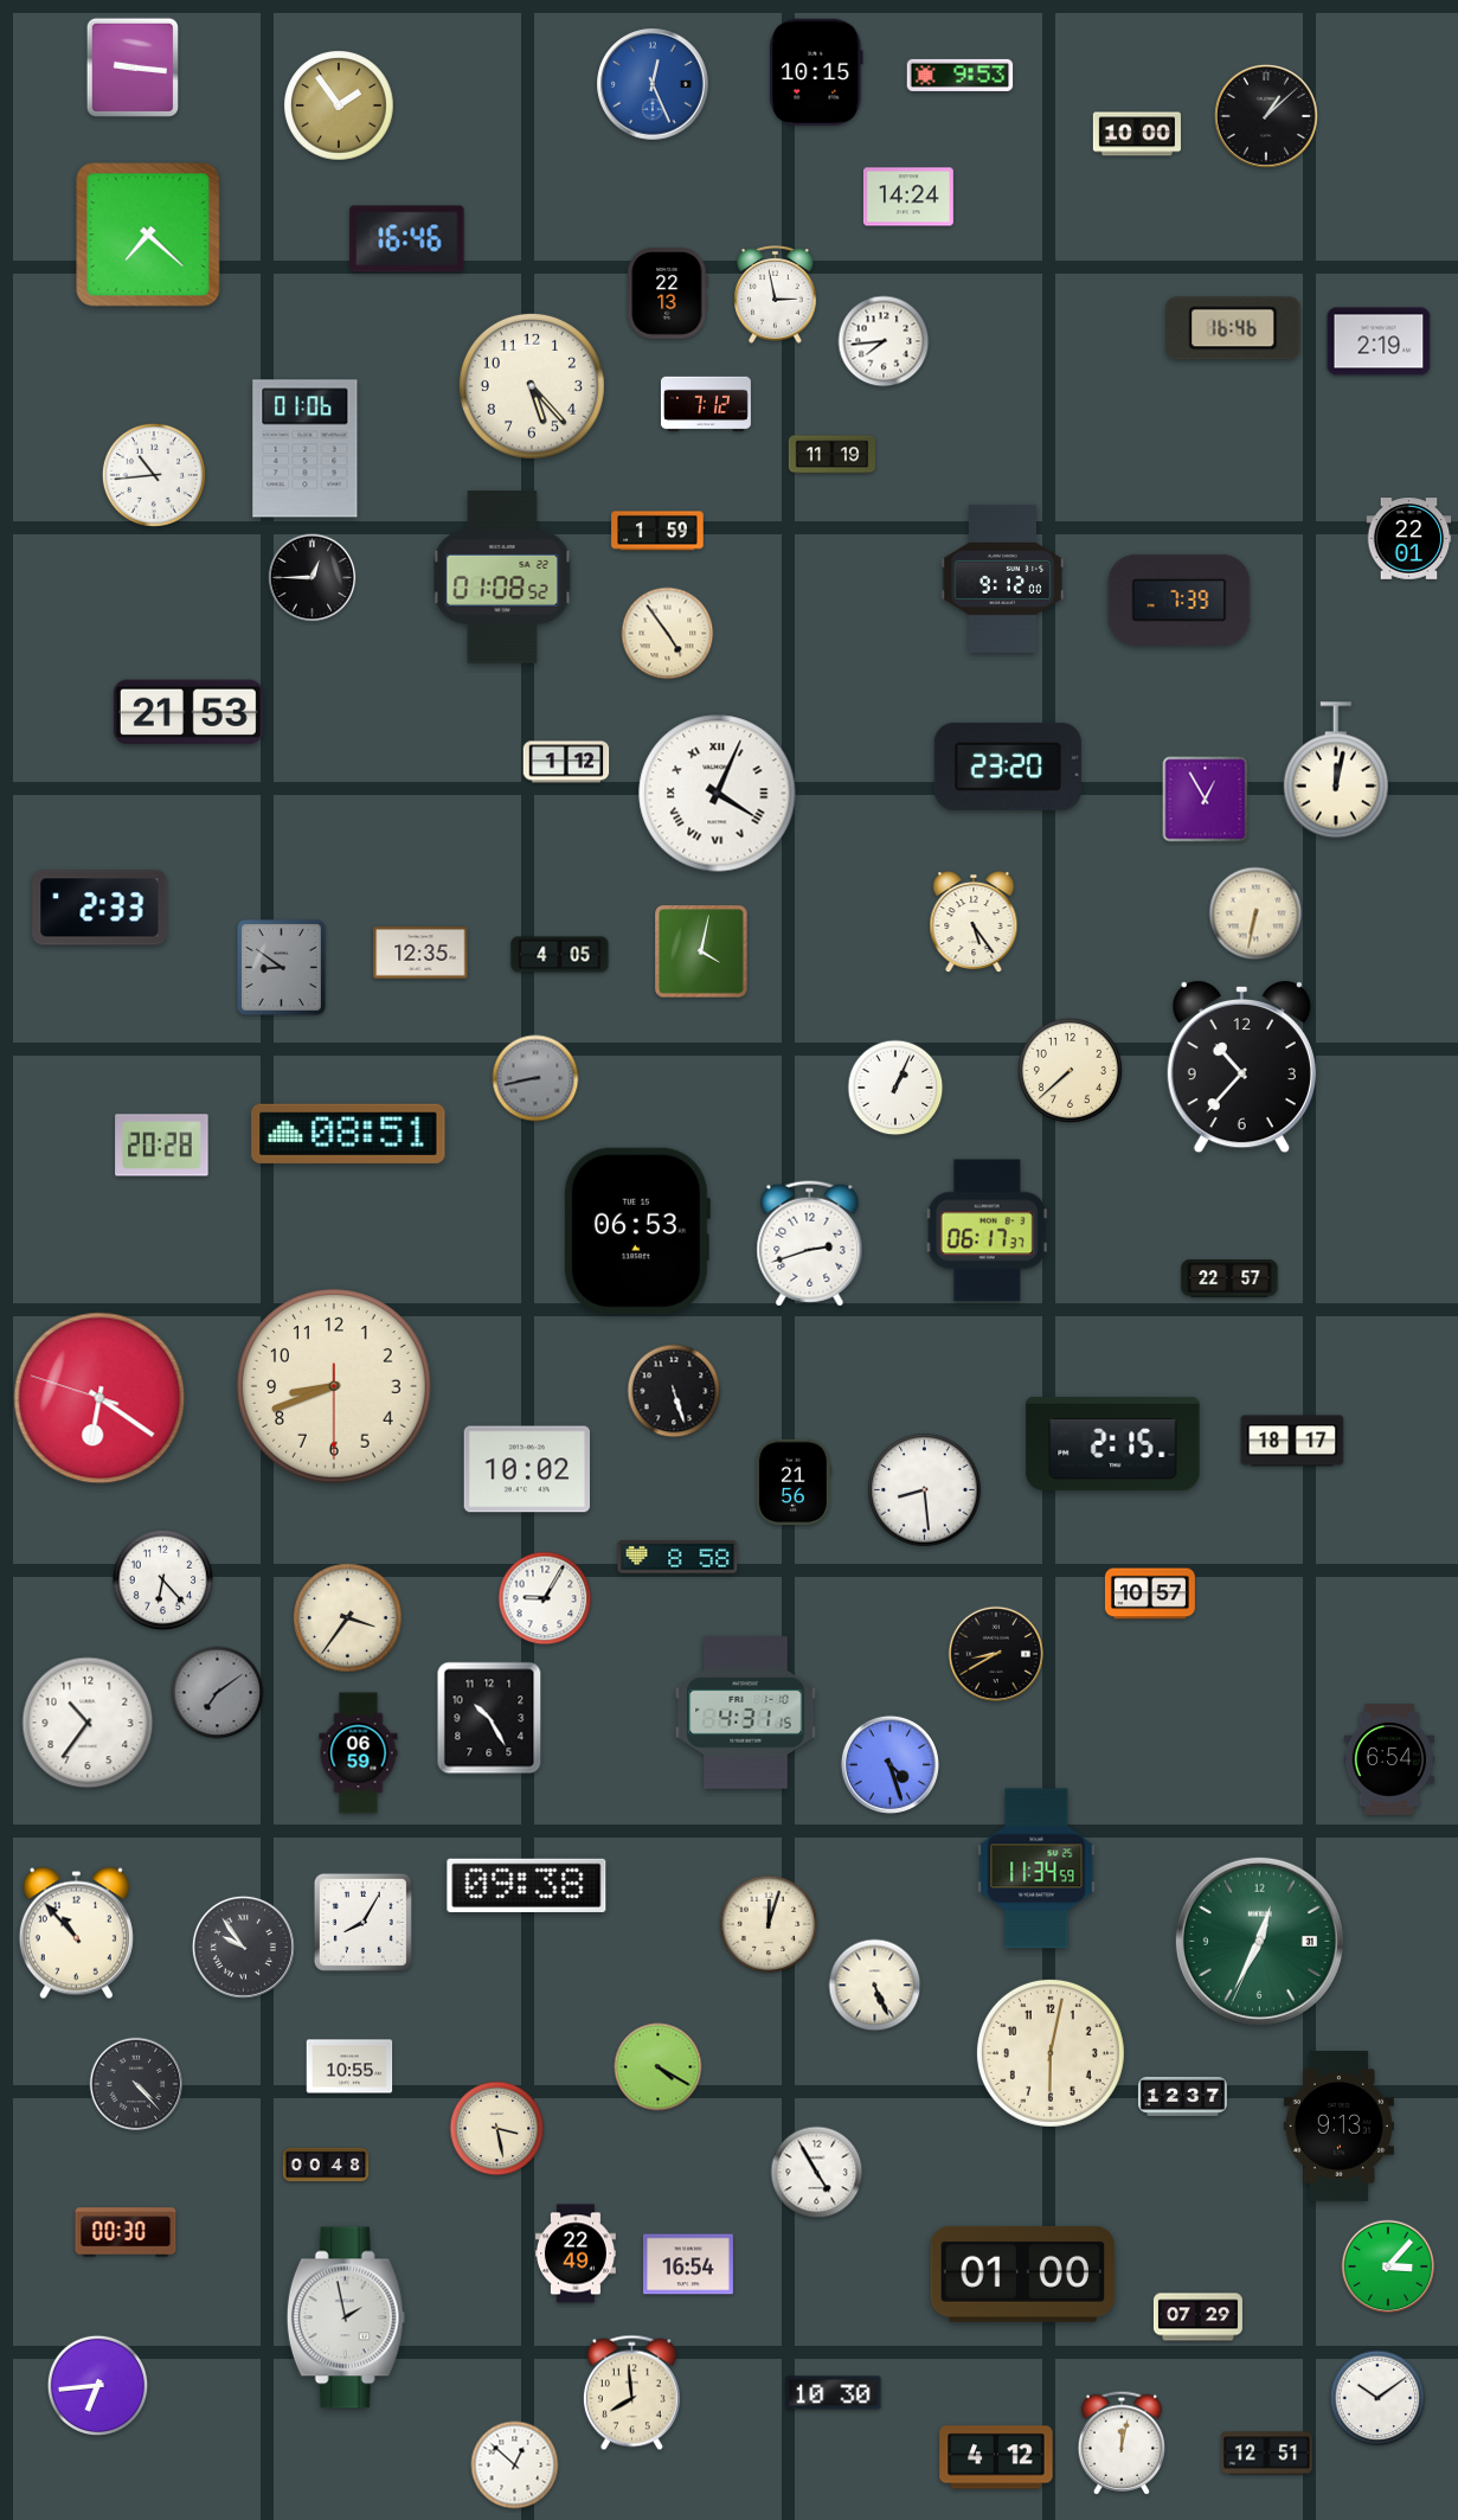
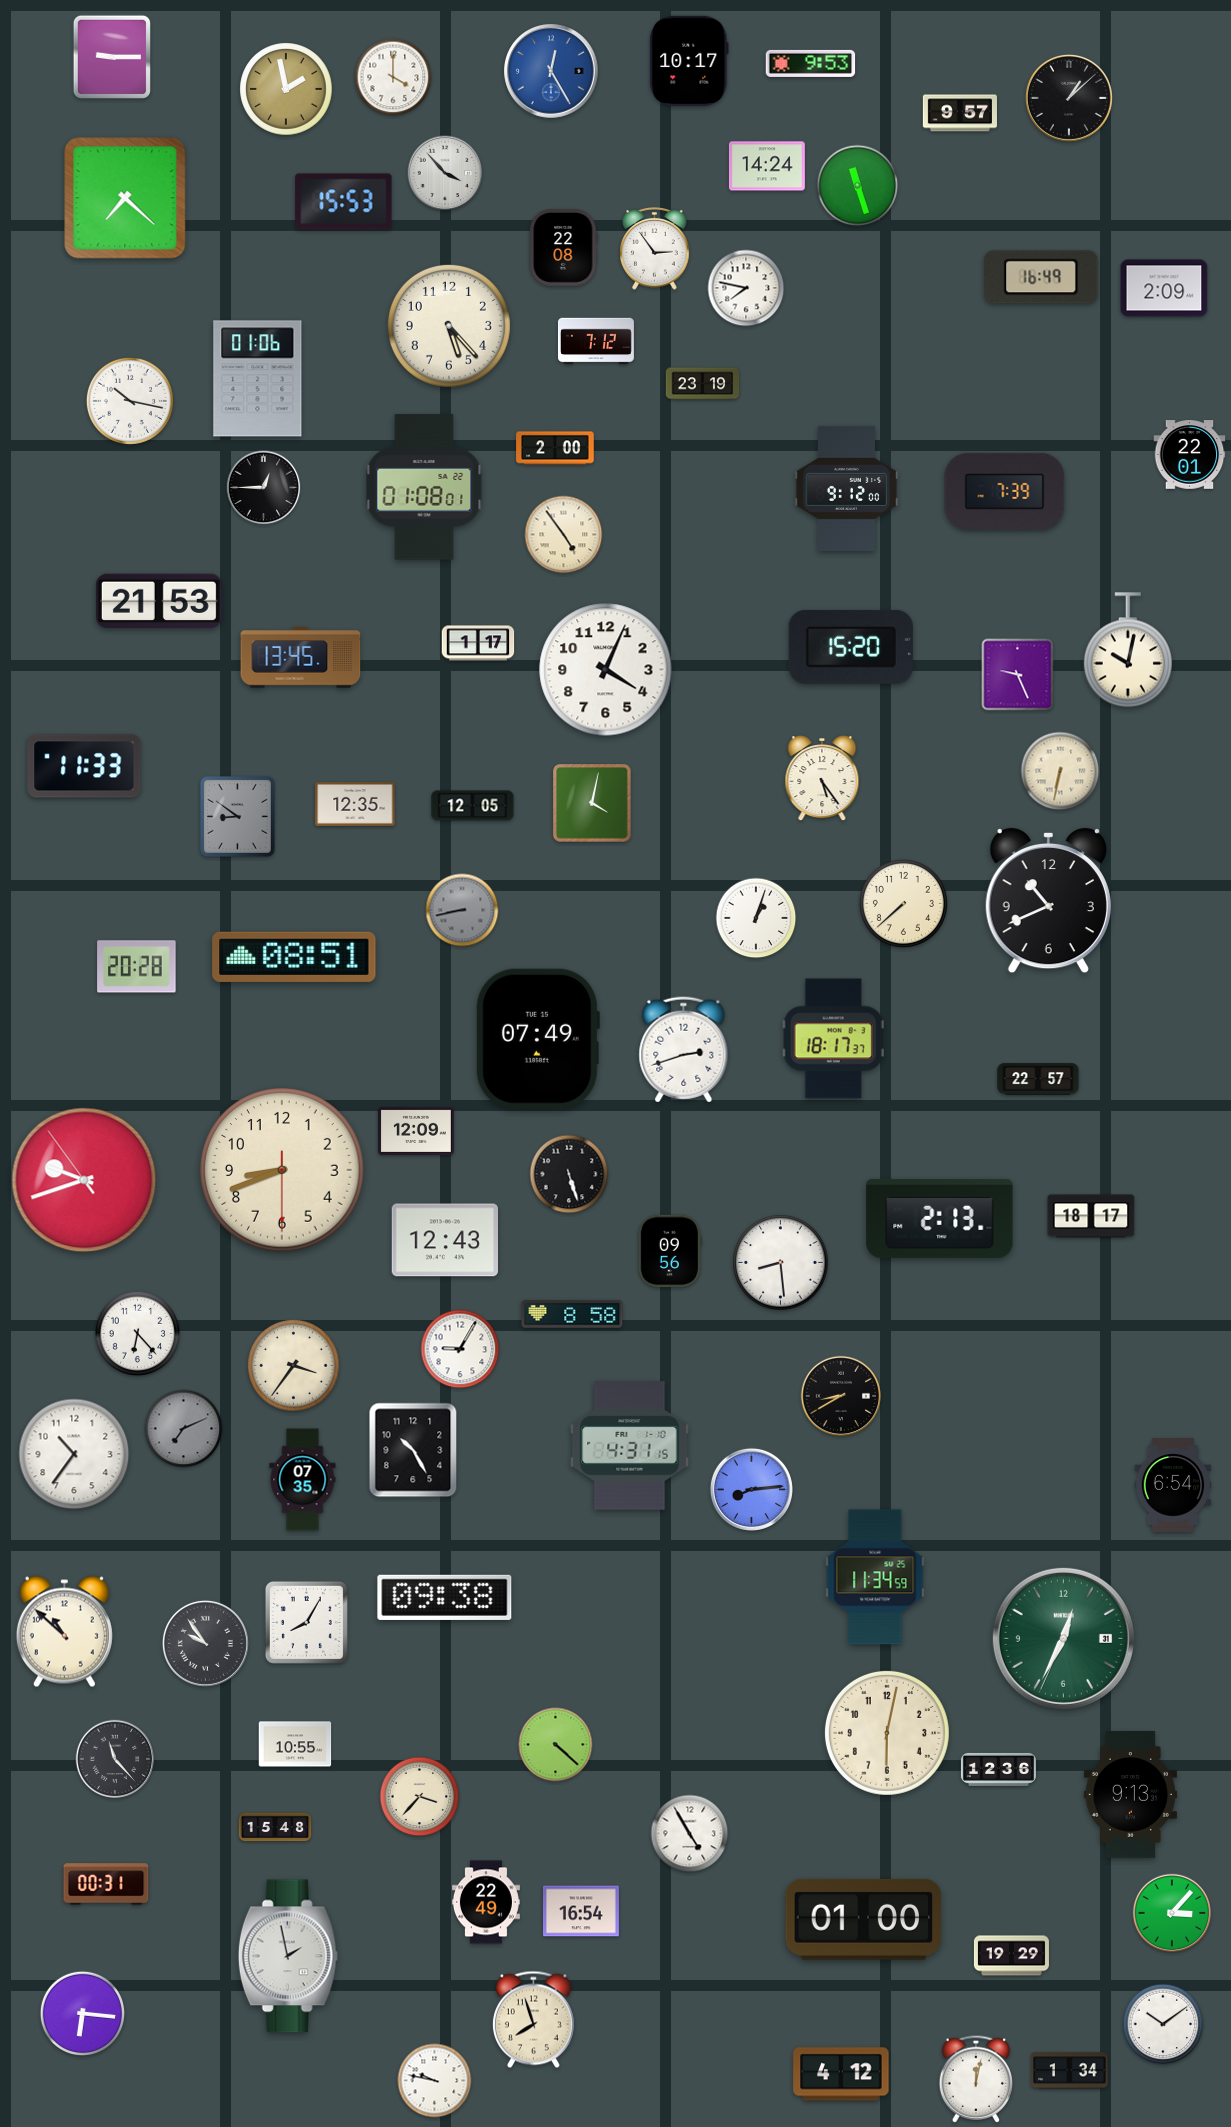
clock at (133, 66): 9:16 -> 9:15
clock at (816, 72): 10:15 -> 10:17
clock at (653, 84): 12:26 -> 12:25
clock at (393, 77): none -> 4:00
clock at (339, 105): 1:54 -> 1:58
clock at (1137, 134): 10:00 -> 9:57
clock at (445, 173): none -> 3:53
clock at (858, 186): none -> 11:27
clock at (407, 239): 16:46 -> 15:53
clock at (668, 294): 22:13 -> 22:08
clock at (776, 295): 2:58 -> 2:54
clock at (1233, 328): 16:46 -> 16:49
clock at (884, 341): 7:44 -> 7:47
clock at (1379, 341): 2:19 -> 2:09
clock at (833, 455): 11:19 -> 23:19
clock at (154, 475): 10:44 -> 10:17
clock at (657, 531): 1:59 -> 2:00
clock at (502, 577): 01:08:52 -> 01:08:01
clock at (1180, 599) position: (1180, 599) -> (1005, 491)
clock at (566, 762): 1:12 -> 1:17
clock at (1008, 767): 23:20 -> 15:20
clock at (1336, 770): 12:02 -> 10:02
clock at (301, 658): none -> 13:45
clock at (718, 794) numerals: Roman -> Arabic
clock at (1206, 800): 12:55 -> 9:26
clock at (99, 908): 2:33 -> 11:33
clock at (560, 955): 4:05 -> 12:05
clock at (1241, 1067): 10:37 -> 10:41
clock at (535, 1078) position: (535, 1078) -> (462, 910)
clock at (895, 1088): 1:04 -> 1:03
clock at (636, 1231): 06:53 -> 07:49
clock at (987, 1231): 06:17 -> 18:17
clock at (416, 1131): none -> 12:09
clock at (99, 1398): 6:20 -> 9:41
clock at (1113, 1443): 2:15 -> 2:13
clock at (526, 1469): 10:02 -> 12:43
clock at (794, 1482): 21:56 -> 09:56
clock at (925, 1490) position: (925, 1490) -> (781, 1263)
clock at (1150, 1594): 10:57 -> none
clock at (218, 1693): 7:09 -> 7:11
clock at (359, 1753): 06:59 -> 07:35
clock at (889, 1764): 4:27 -> 8:14
clock at (527, 1885) position: (527, 1885) -> (445, 1597)
clock at (769, 1924): 12:03 -> none
clock at (76, 1934): 10:53 -> 10:52
clock at (875, 1986): 5:26 -> none
clock at (659, 2067): 4:20 -> 4:22
clock at (136, 2084): 4:23 -> 11:23
clock at (1182, 2096): 12:37 -> 12:36
clock at (497, 2129): 3:28 -> 3:37
clock at (326, 2165): 00:48 -> 15:48
clock at (126, 2232): 00:30 -> 00:31
clock at (346, 2317) position: (346, 2317) -> (288, 1956)
clock at (1197, 2317): 07:29 -> 19:29
clock at (97, 2385): 6:44 -> 6:16
clock at (631, 2393): 7:59 -> 7:57
clock at (834, 2393): 10:30 -> none
clock at (1120, 2443) position: (1120, 2443) -> (975, 2079)
clock at (1267, 2454): 12:51 -> 1:34
clock at (515, 2466): 12:52 -> 9:47
